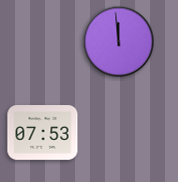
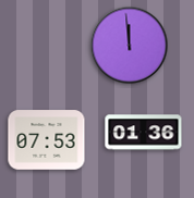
clock at (144, 133): none -> 01:36
clock at (43, 133) position: (43, 133) -> (47, 140)
